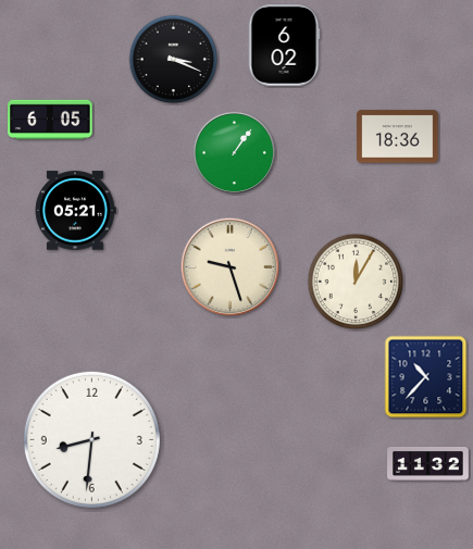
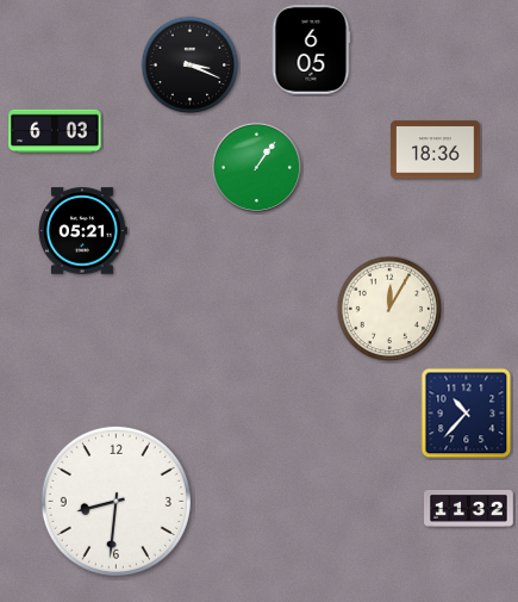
clock at (284, 46): 6:02 -> 6:05
clock at (50, 120): 6:05 -> 6:03
clock at (231, 267): 9:27 -> none
clock at (91, 439) position: (91, 439) -> (116, 501)
